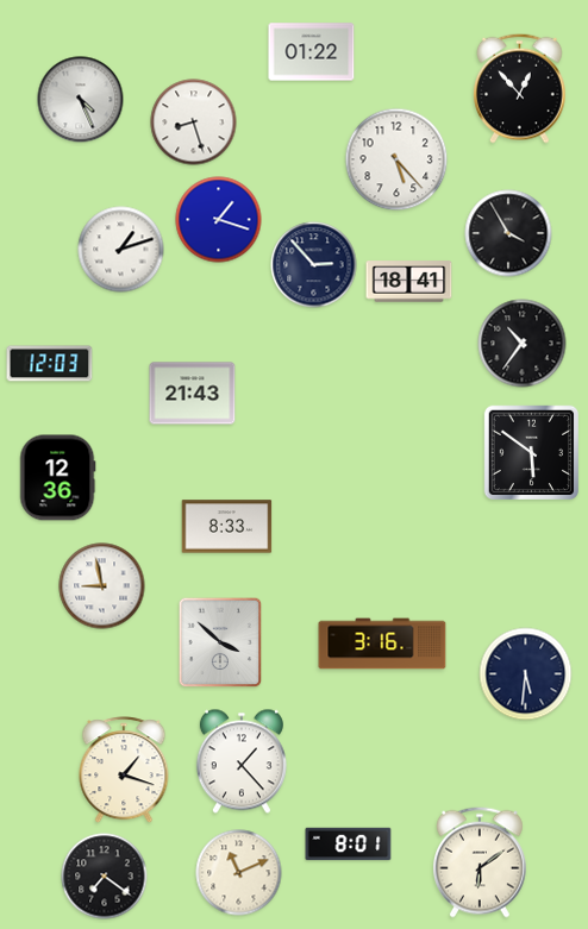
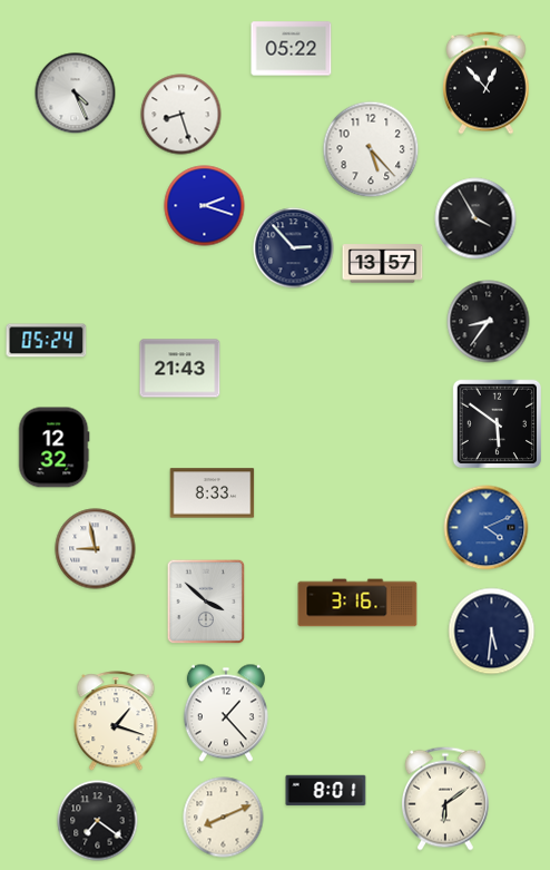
clock at (312, 52): 01:22 -> 05:22
clock at (219, 220): 1:18 -> 2:18
clock at (121, 250): 1:12 -> none
clock at (409, 282): 18:41 -> 13:57
clock at (523, 344): 10:36 -> 8:36
clock at (50, 364): 12:03 -> 05:24
clock at (57, 478): 12:36 -> 12:32
clock at (487, 528): none -> 4:11
clock at (480, 862) position: (480, 862) -> (445, 799)
clock at (239, 873): 11:11 -> 8:11
